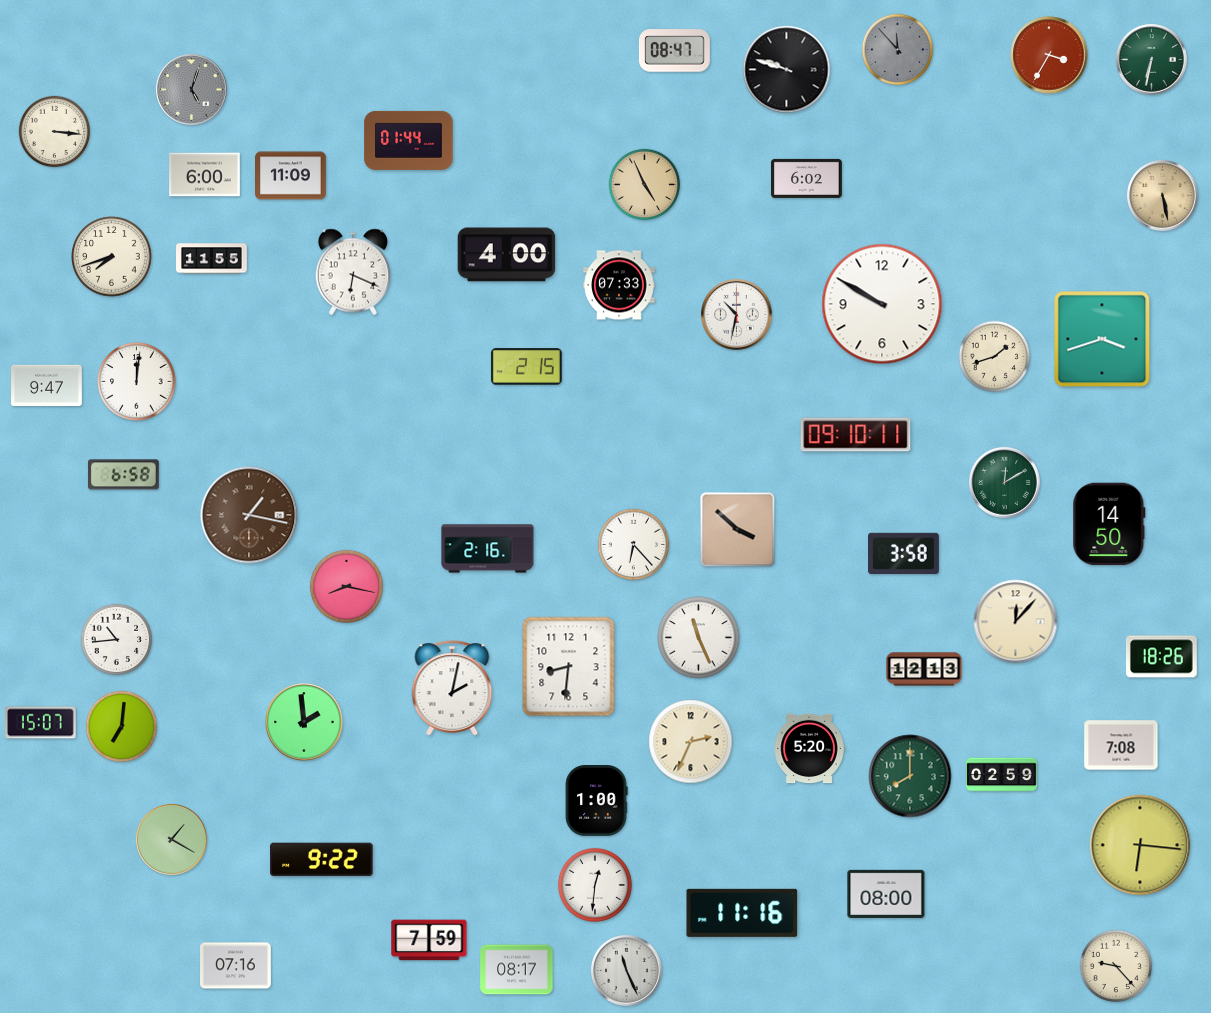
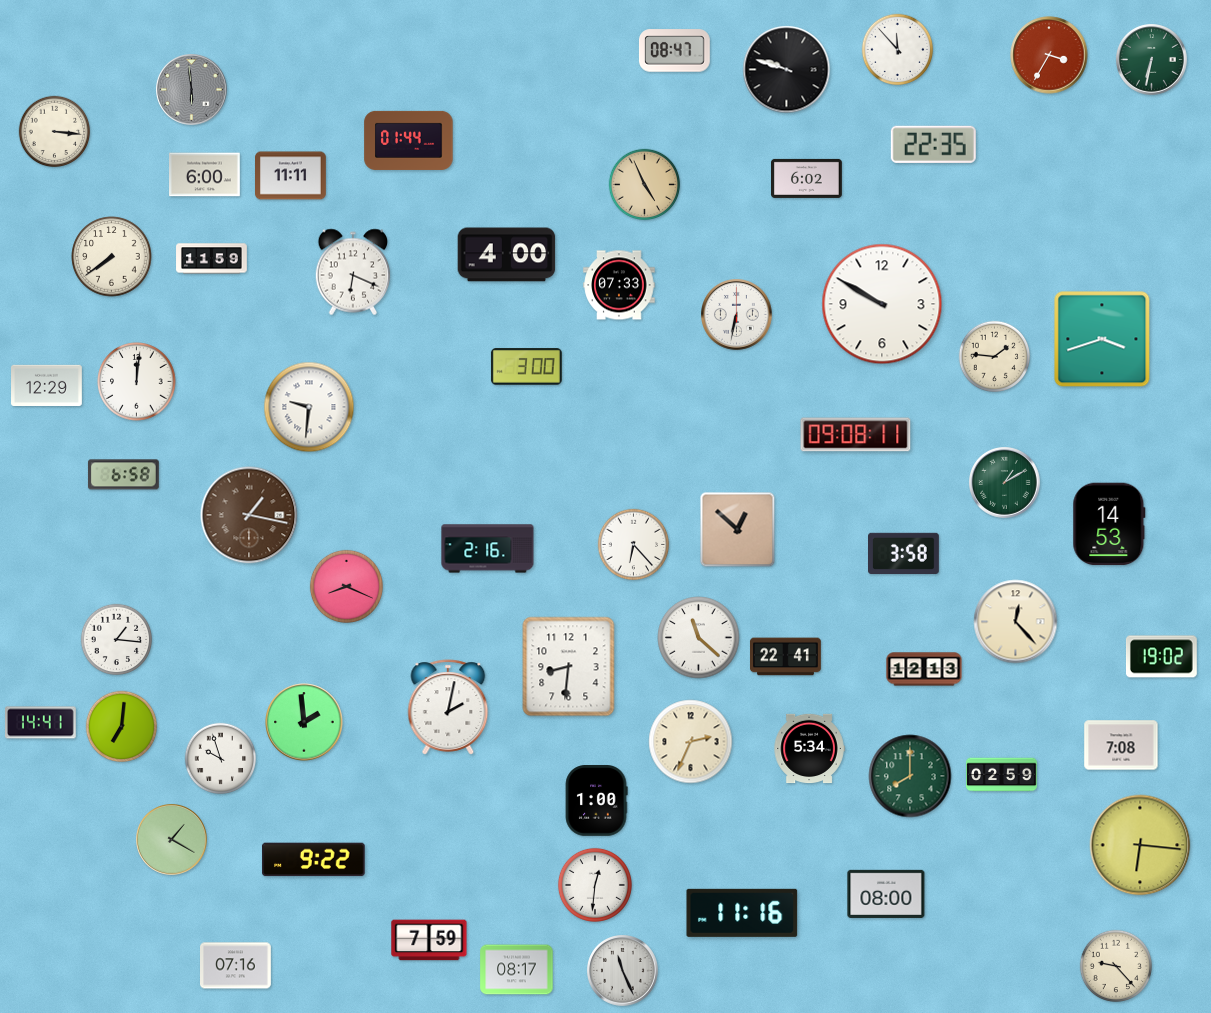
clock at (898, 50) dial: grey -> white
clock at (192, 90): 5:03 -> 5:59
clock at (933, 144): none -> 22:35
clock at (291, 176): 11:09 -> 11:11
clock at (1163, 196): 5:28 -> none
clock at (112, 257): 7:42 -> 7:39
clock at (212, 259): 11:55 -> 11:59
clock at (737, 315): 10:32 -> 6:32
clock at (995, 357): 1:42 -> 1:46
clock at (526, 367): 2:15 -> 3:00
clock at (47, 385): 9:47 -> 12:29
clock at (309, 407): none -> 9:31
clock at (856, 435): 09:10 -> 09:08
clock at (1005, 483): 12:10 -> 1:10
clock at (1109, 524): 14:50 -> 14:53
clock at (738, 530): 3:52 -> 12:52
clock at (346, 586): 8:17 -> 8:19
clock at (1016, 622): 12:07 -> 12:23
clock at (699, 638): 11:26 -> 11:22
clock at (117, 640): 10:44 -> 1:16
clock at (786, 657): none -> 22:41
clock at (1161, 657): 18:26 -> 19:02
clock at (452, 688) position: (452, 688) -> (448, 707)
clock at (41, 723): 15:07 -> 14:41
clock at (809, 749): 5:20 -> 5:34
clock at (221, 759): none -> 9:57
clock at (322, 860) position: (322, 860) -> (314, 860)
clock at (627, 971) position: (627, 971) -> (623, 971)
